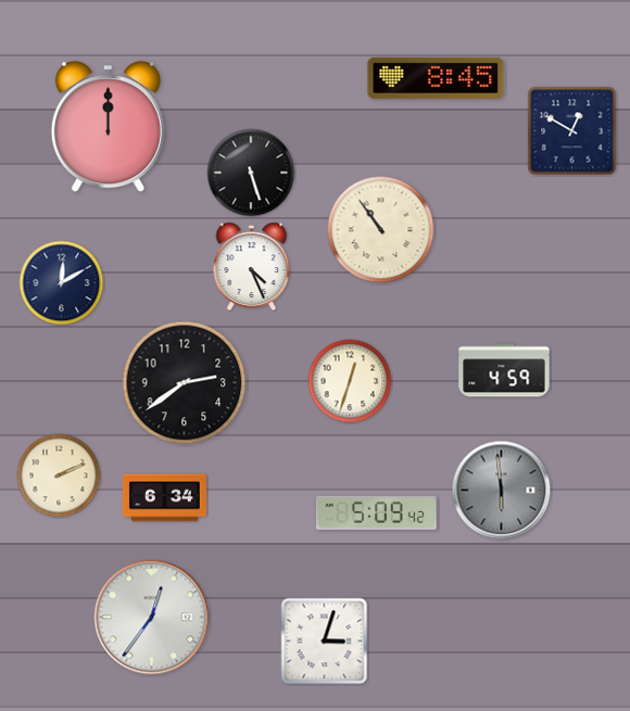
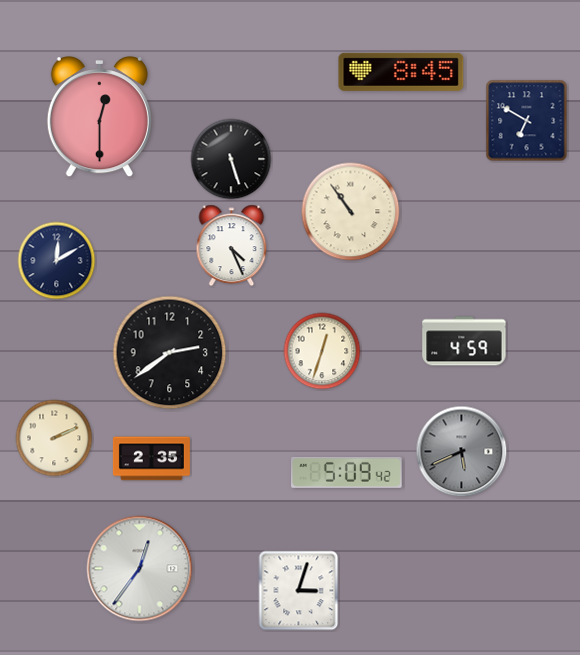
clock at (108, 128): 12:00 -> 12:30
clock at (572, 131): 12:50 -> 6:50
clock at (502, 491): 5:59 -> 5:41
clock at (164, 498): 6:34 -> 2:35
